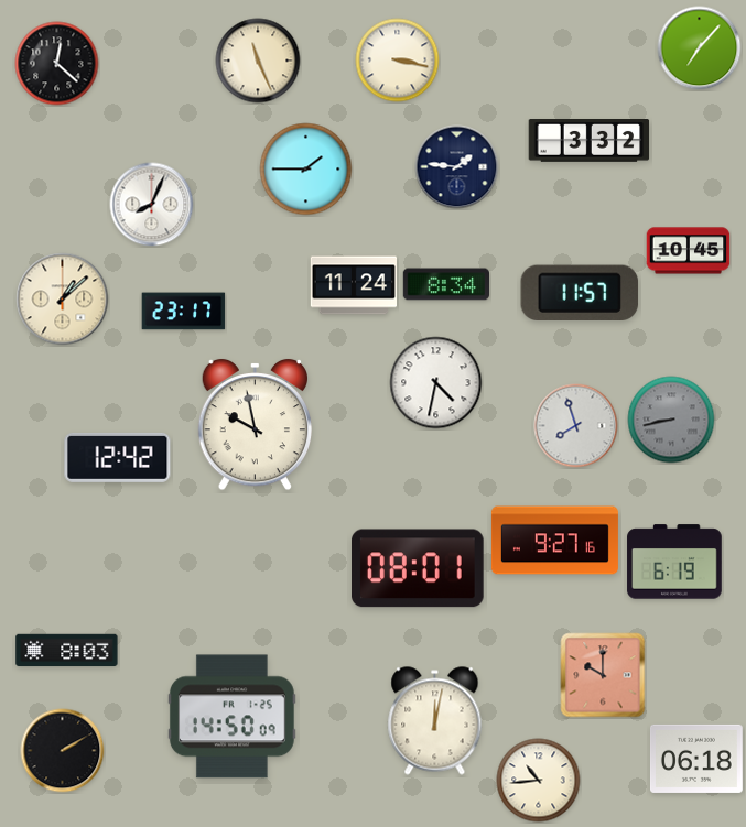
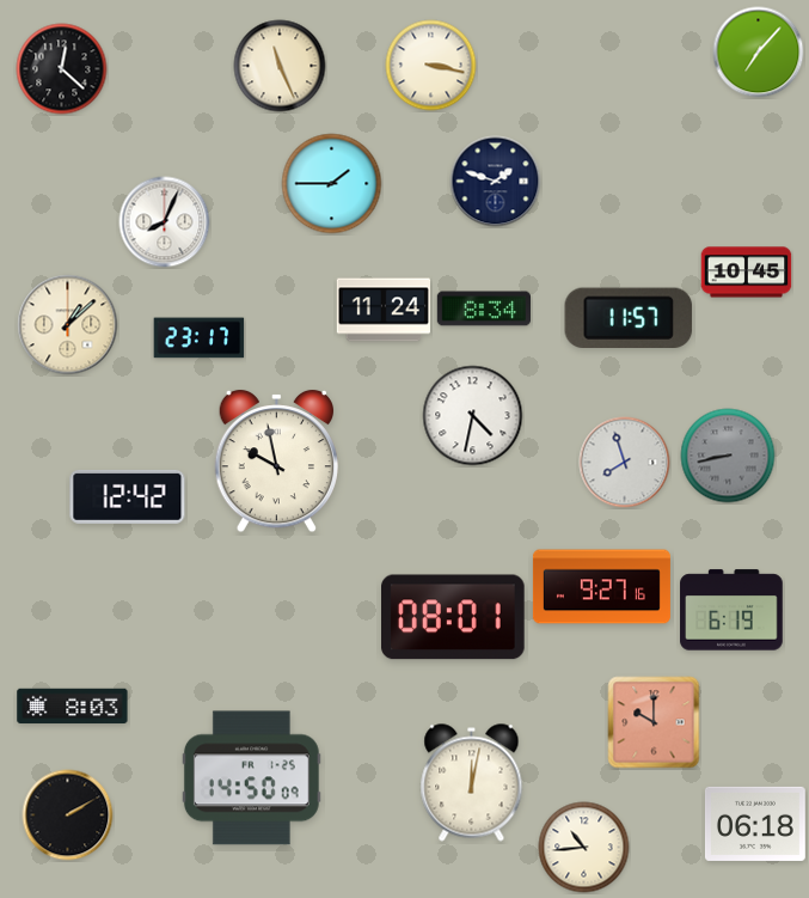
clock at (590, 141): 3:32 -> none
clock at (457, 167): 1:46 -> 1:48
clock at (603, 675) position: (603, 675) -> (654, 722)
